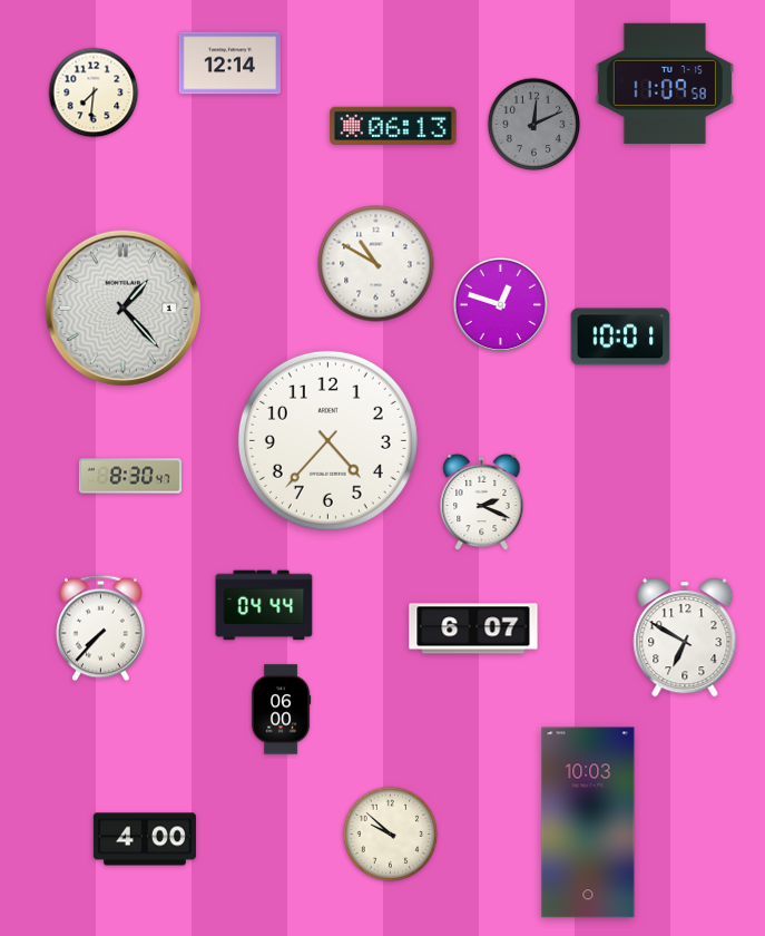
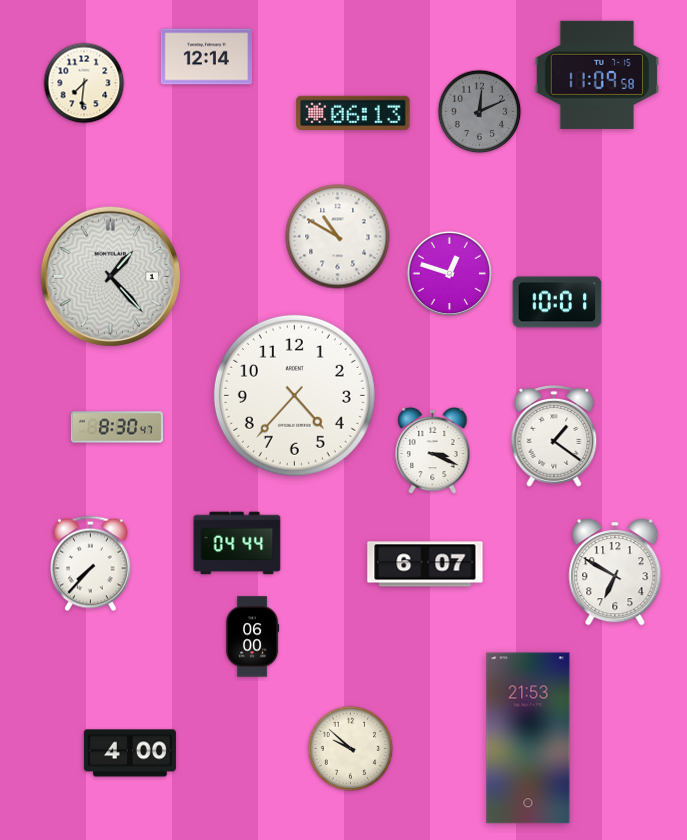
clock at (554, 437): none -> 1:21
clock at (482, 503): 2:19 -> 3:19
clock at (588, 822): 10:03 -> 21:53
